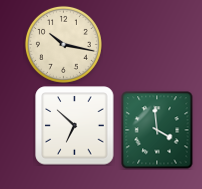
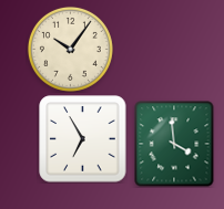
clock at (63, 44): 10:17 -> 10:06
clock at (75, 126): 6:52 -> 6:55
